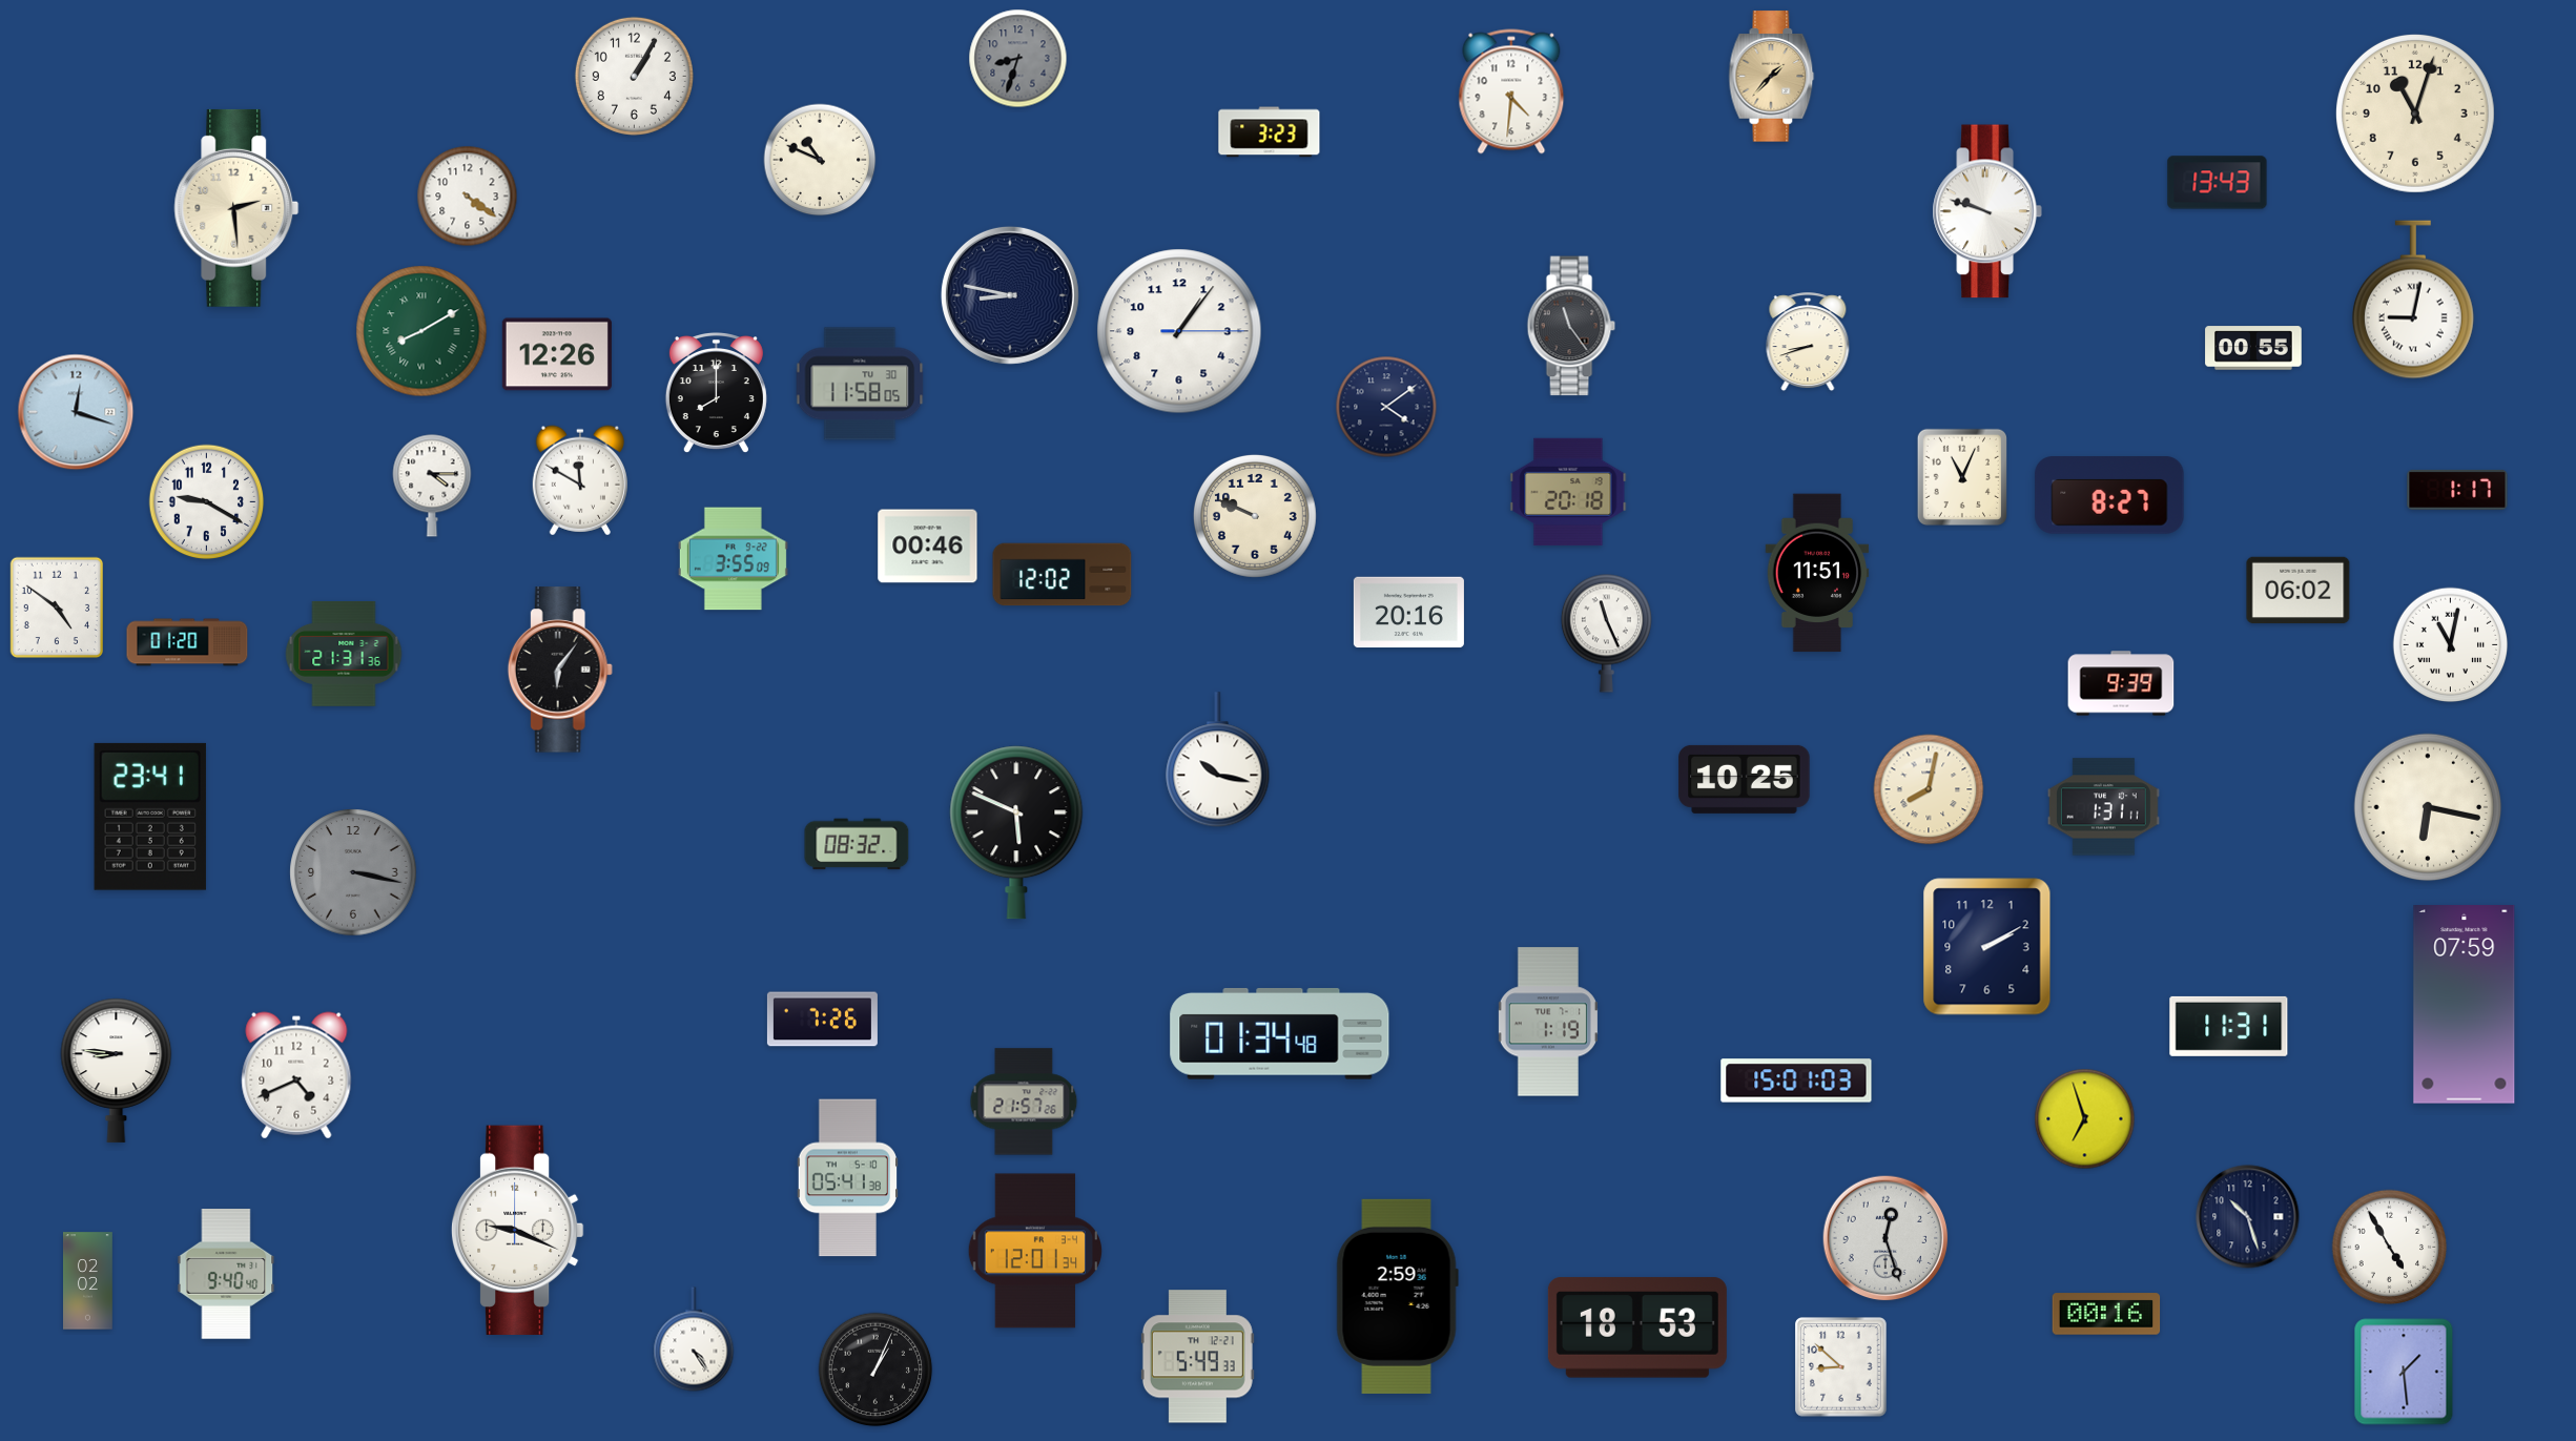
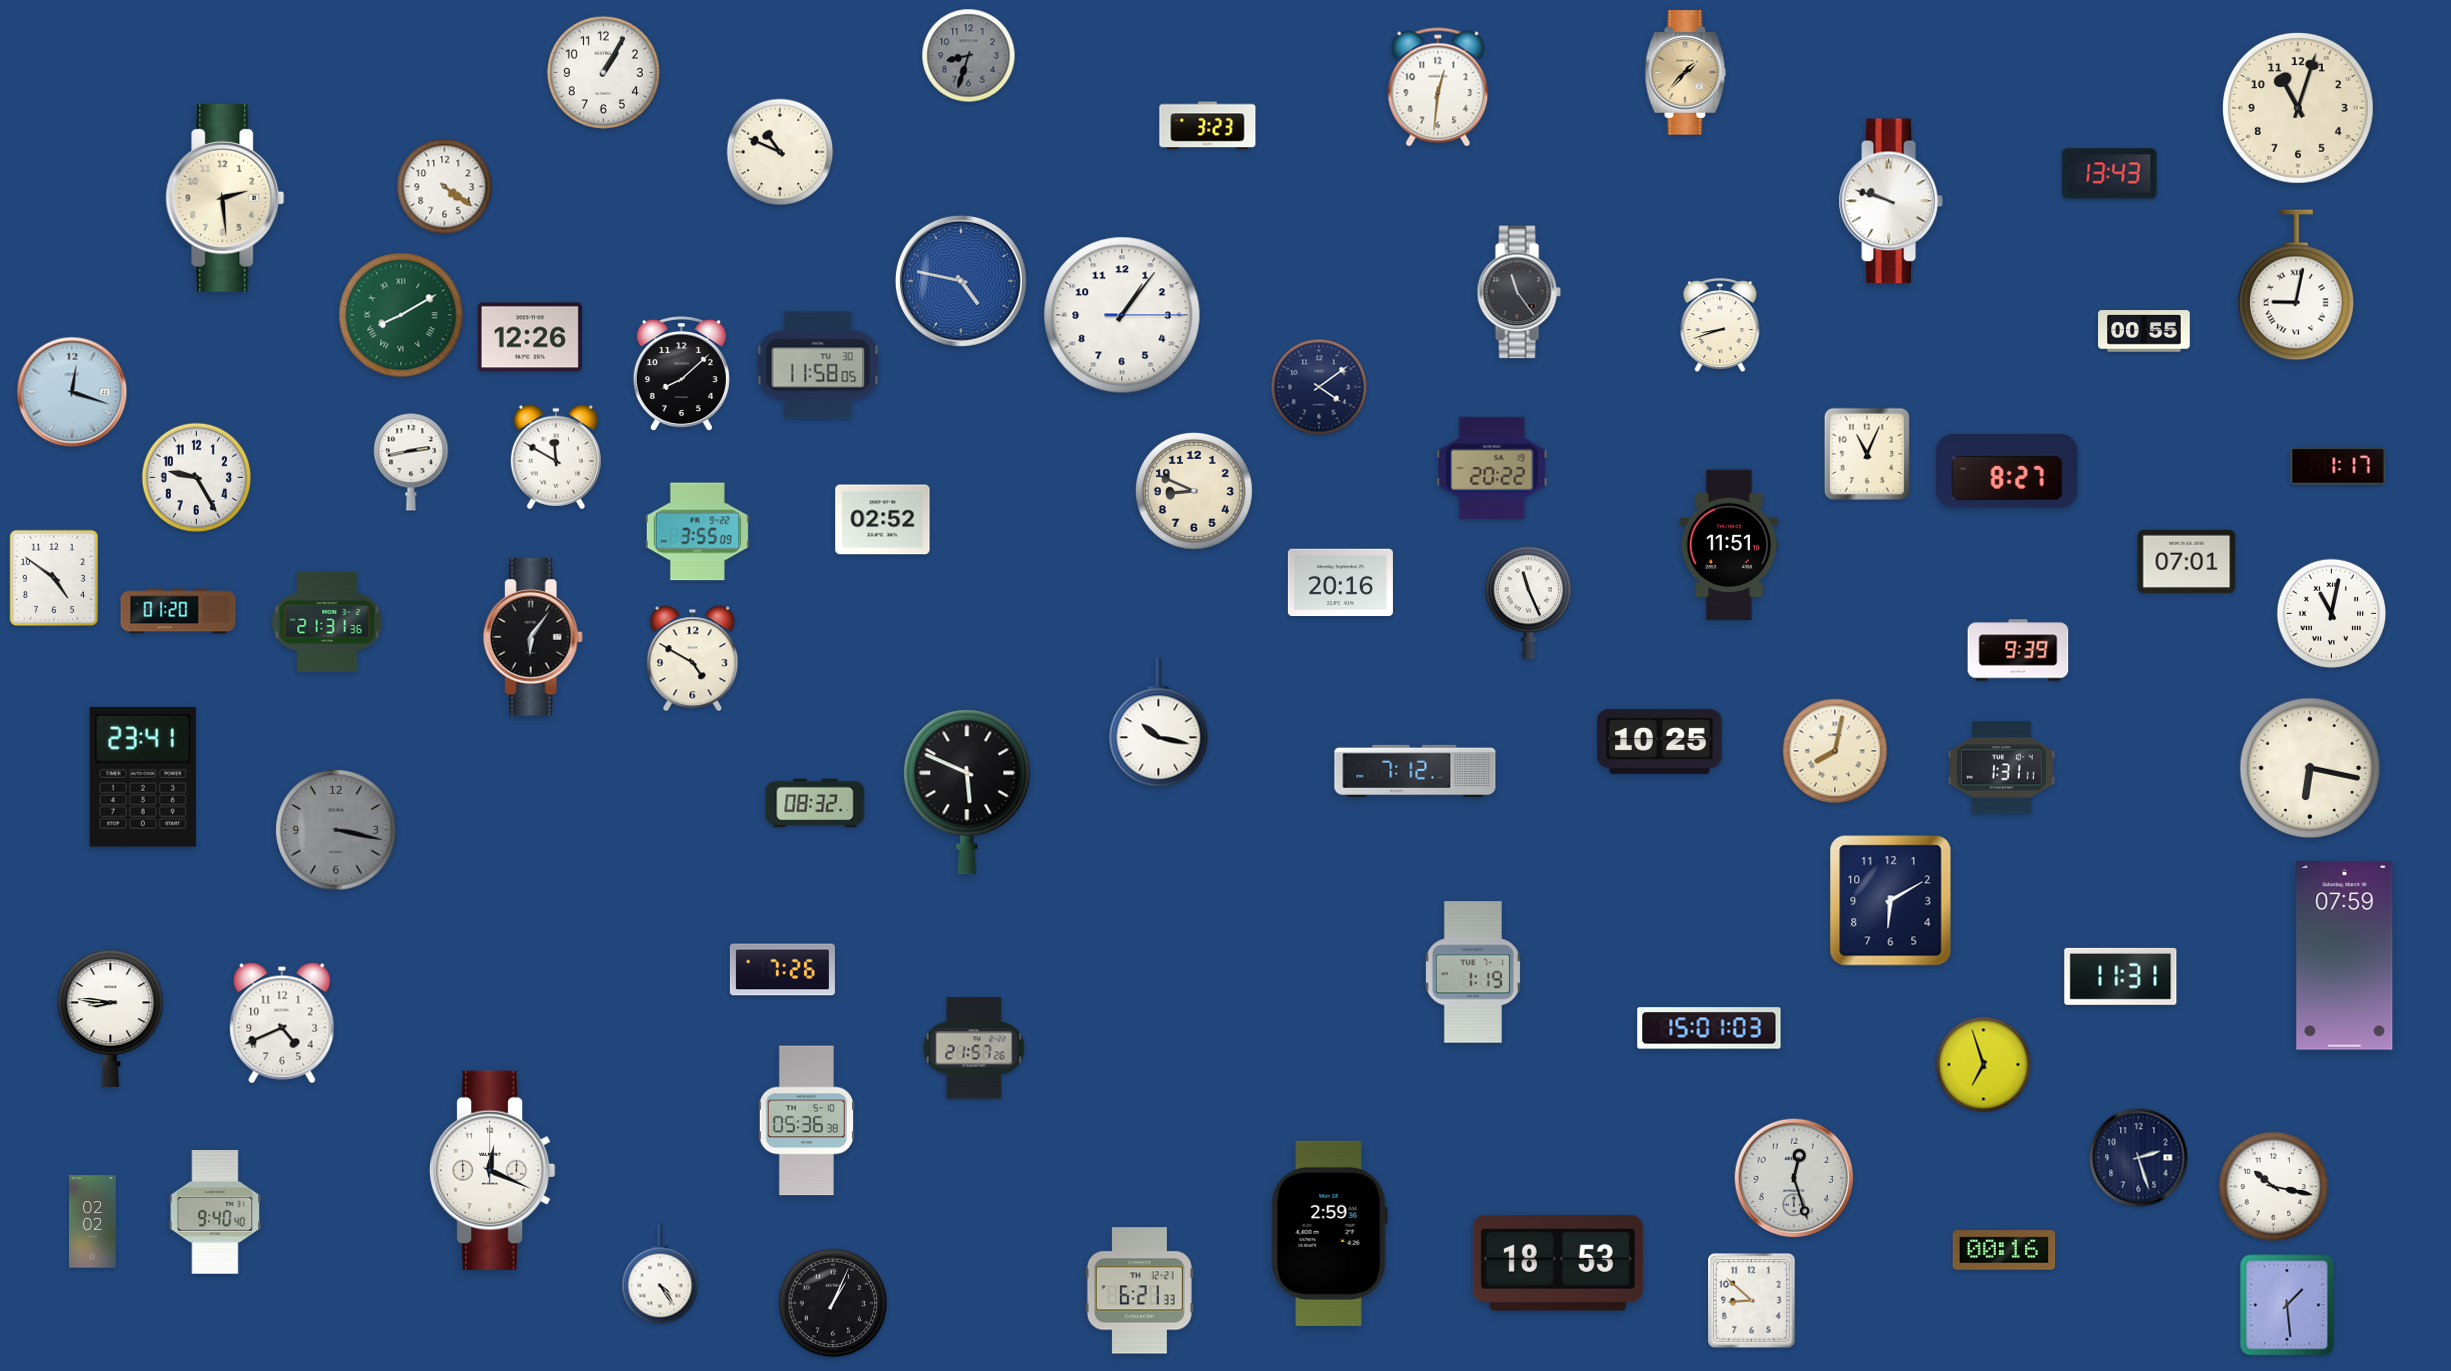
clock at (1511, 91): 4:31 -> 12:31
clock at (1010, 295): 8:47 -> 4:47
clock at (1010, 295) dial: navy -> blue
clock at (1571, 326) position: (1571, 326) -> (1519, 292)
clock at (716, 394): 8:00 -> 8:08
clock at (580, 480) position: (580, 480) -> (556, 457)
clock at (432, 486): 4:15 -> 2:43
clock at (1568, 492): 20:18 -> 20:22
clock at (207, 502): 9:20 -> 9:25
clock at (1255, 516): 9:49 -> 8:49
clock at (928, 547): 00:46 -> 02:52
clock at (1063, 575): 12:02 -> none
clock at (2299, 591): 06:02 -> 07:01
clock at (693, 658): none -> 4:50
clock at (1415, 771): none -> 7:12
clock at (1987, 947): 2:10 -> 6:10
clock at (1280, 1034): 01:34 -> none
clock at (847, 1178): 05:41 -> 05:36
clock at (2248, 1217): 10:27 -> 2:27
clock at (517, 1230): 9:19 -> 12:19
clock at (2390, 1248): 4:55 -> 10:17
clock at (1035, 1251): 12:01 -> none
clock at (88, 1281) position: (88, 1281) -> (93, 1222)
clock at (1197, 1357): 5:49 -> 6:21
